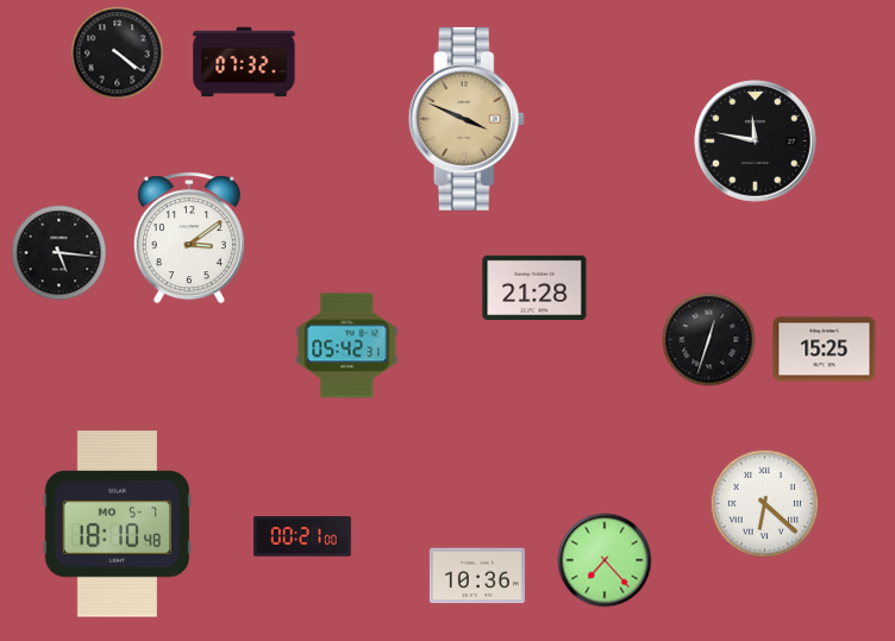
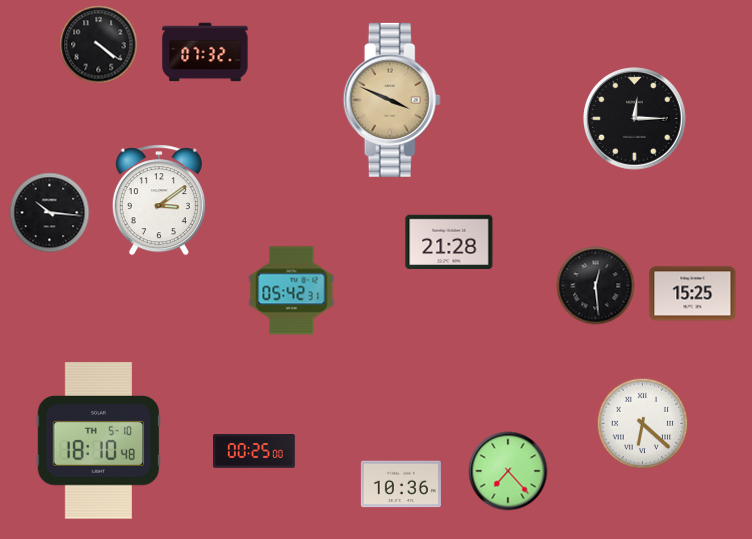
clock at (756, 142): 11:47 -> 12:15
clock at (60, 253): 5:16 -> 10:16
clock at (709, 340): 12:33 -> 12:29
clock at (117, 524) date: MO 5-7 -> TH 5-10
clock at (303, 536): 00:21 -> 00:25
